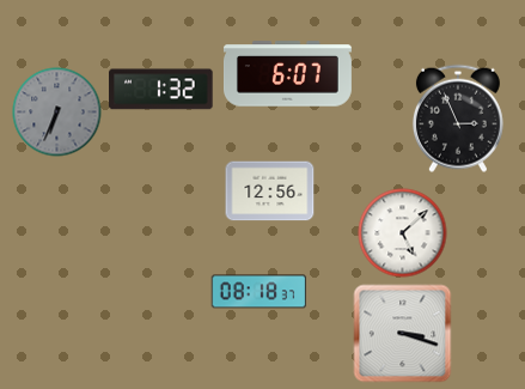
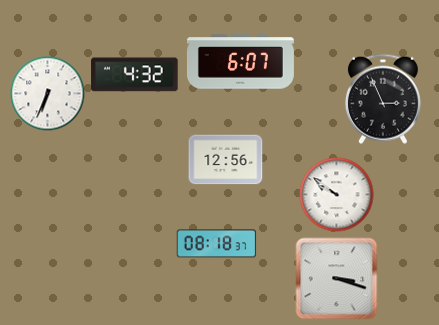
clock at (161, 90): 1:32 -> 4:32
clock at (57, 113) dial: grey -> white
clock at (403, 233): 5:08 -> 9:51
